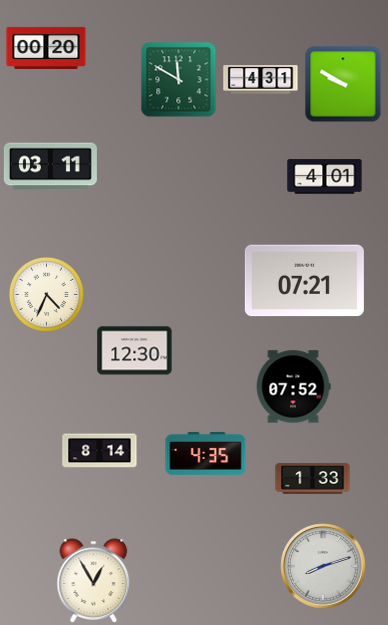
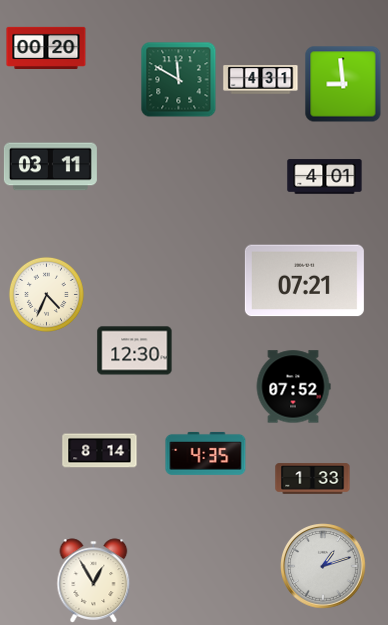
clock at (343, 84): 9:50 -> 8:59
clock at (323, 566): 8:12 -> 1:12
